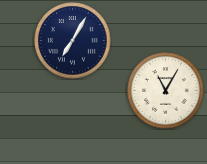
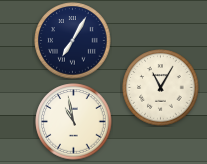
clock at (166, 91) position: (166, 91) -> (161, 88)
clock at (74, 122): none -> 10:58
